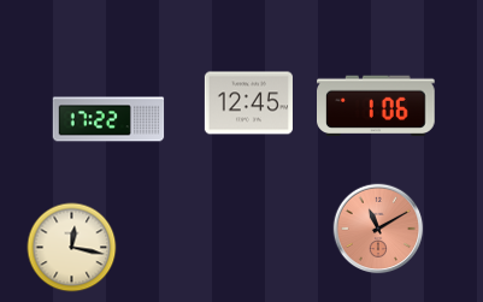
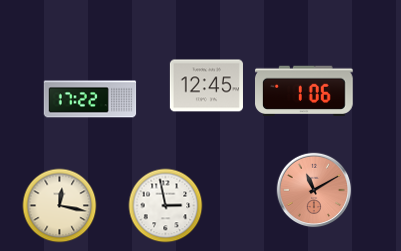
clock at (377, 106) position: (377, 106) -> (305, 91)
clock at (166, 206): none -> 2:58
